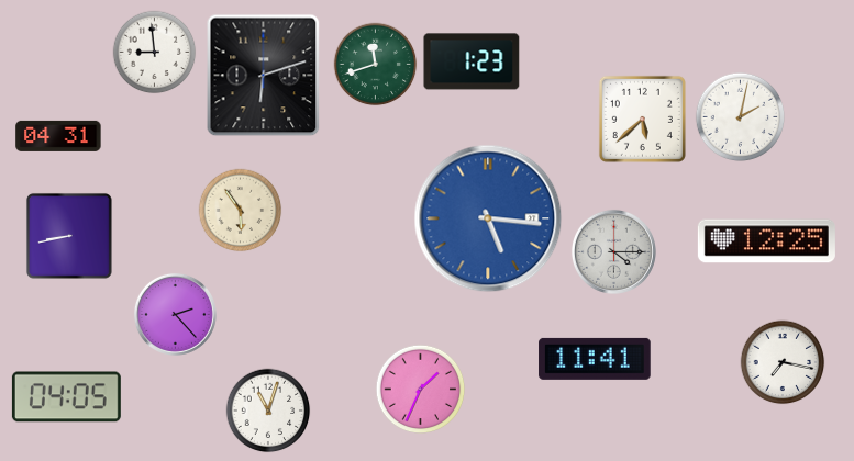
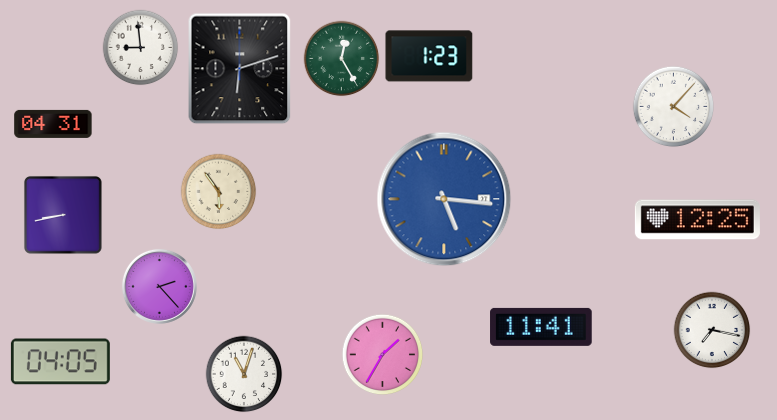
clock at (376, 65): 11:42 -> 12:25
clock at (741, 117): 2:02 -> 4:07
clock at (642, 119): 5:38 -> none
clock at (613, 251): 4:15 -> none
clock at (421, 390): 1:34 -> 1:35
